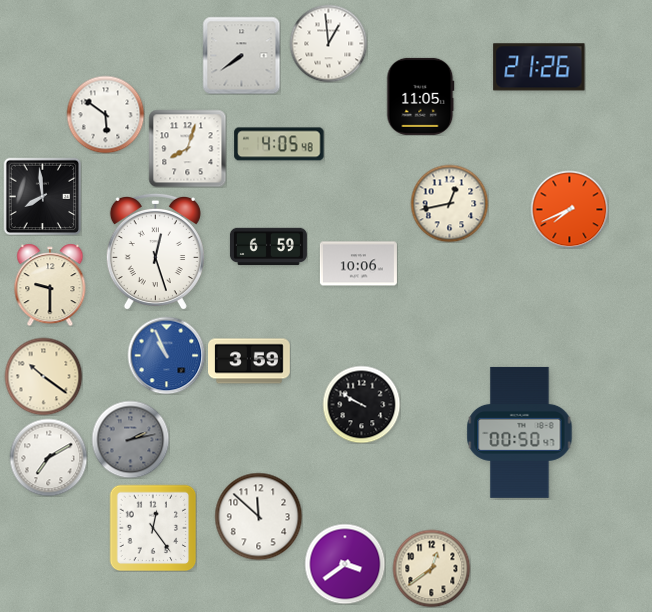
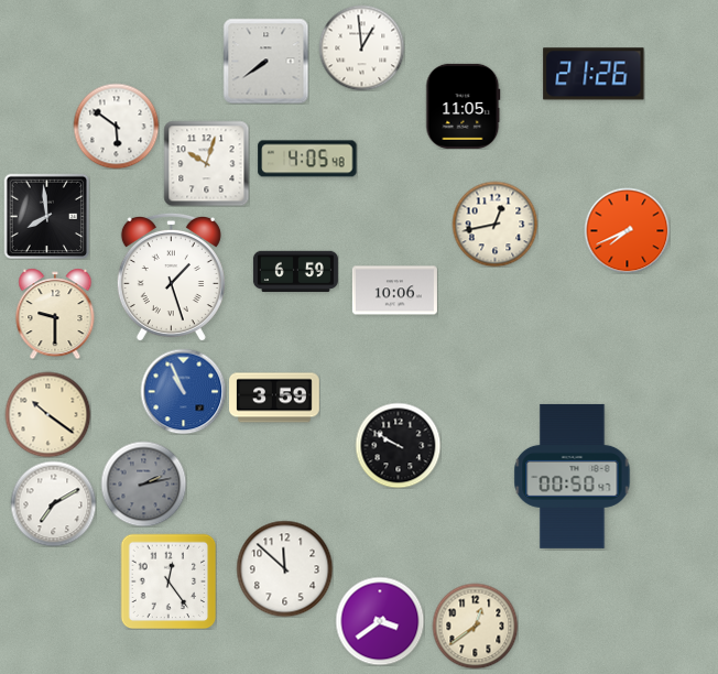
clock at (187, 148): 8:03 -> 10:03
clock at (155, 251): 12:27 -> 1:27
